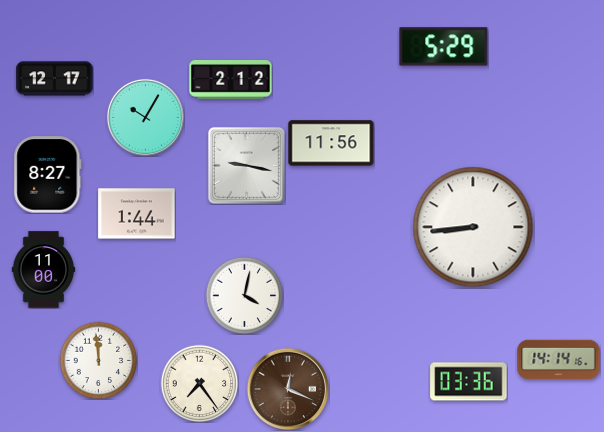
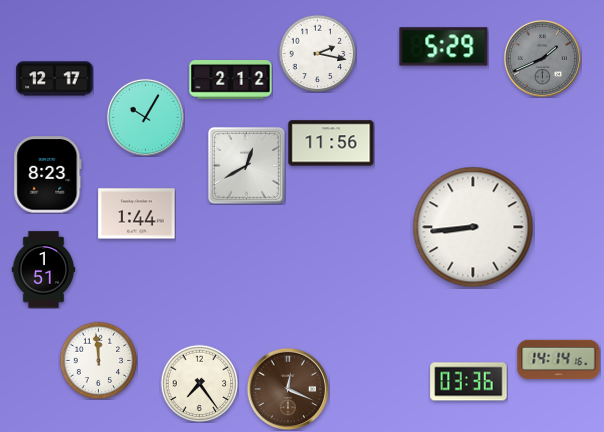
clock at (317, 53): none -> 2:17
clock at (542, 58): none -> 1:41
clock at (246, 165): 9:17 -> 12:40
clock at (48, 175): 8:27 -> 8:23
clock at (44, 270): 11:00 -> 1:51
clock at (244, 295): 4:02 -> none
